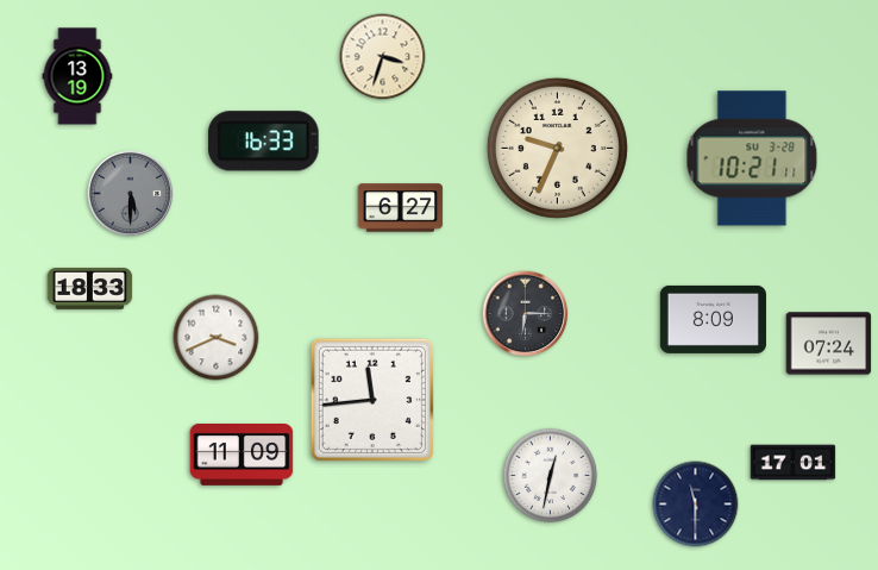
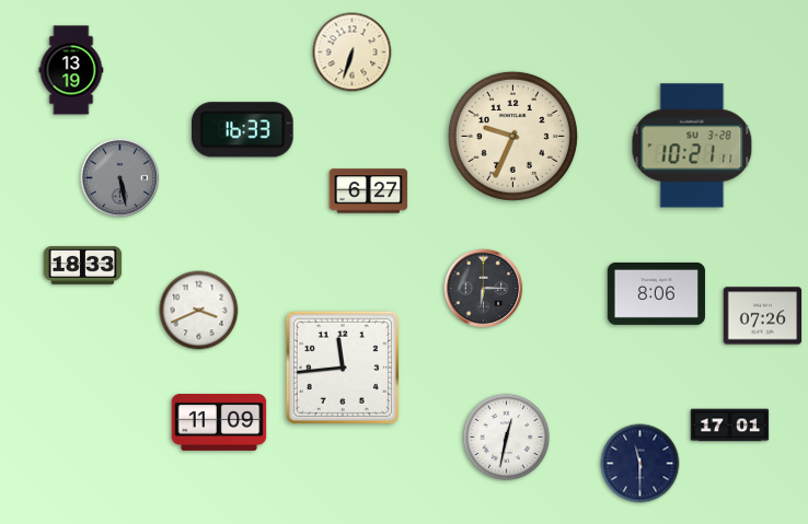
clock at (383, 57): 3:33 -> 6:33
clock at (131, 194): 5:30 -> 5:28
clock at (713, 319): 8:09 -> 8:06
clock at (829, 344): 07:24 -> 07:26
clock at (242, 456) position: (242, 456) -> (219, 423)
